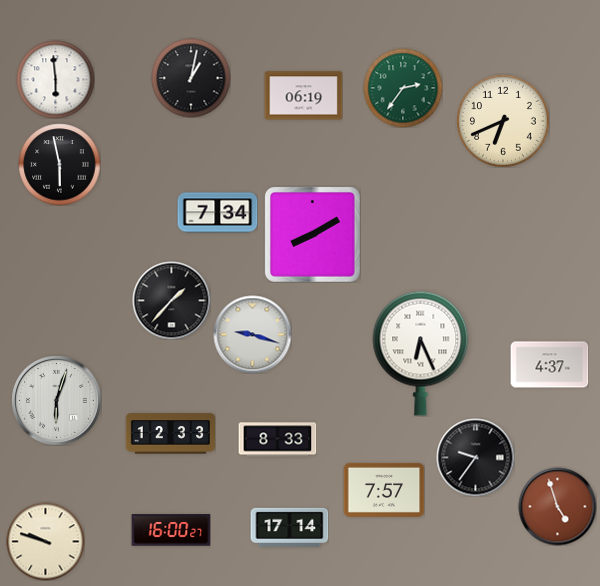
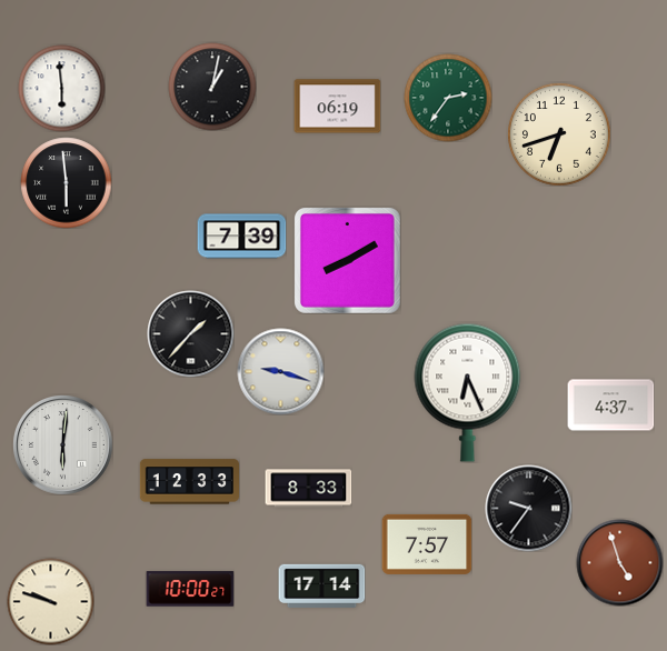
clock at (503, 121): 6:41 -> 6:42
clock at (59, 164): 5:58 -> 5:59
clock at (217, 213): 7:34 -> 7:39
clock at (56, 400): 6:03 -> 6:01
clock at (171, 530): 16:00 -> 10:00
